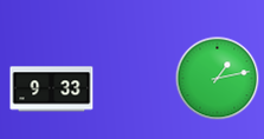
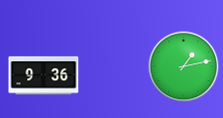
clock at (52, 90): 9:33 -> 9:36
